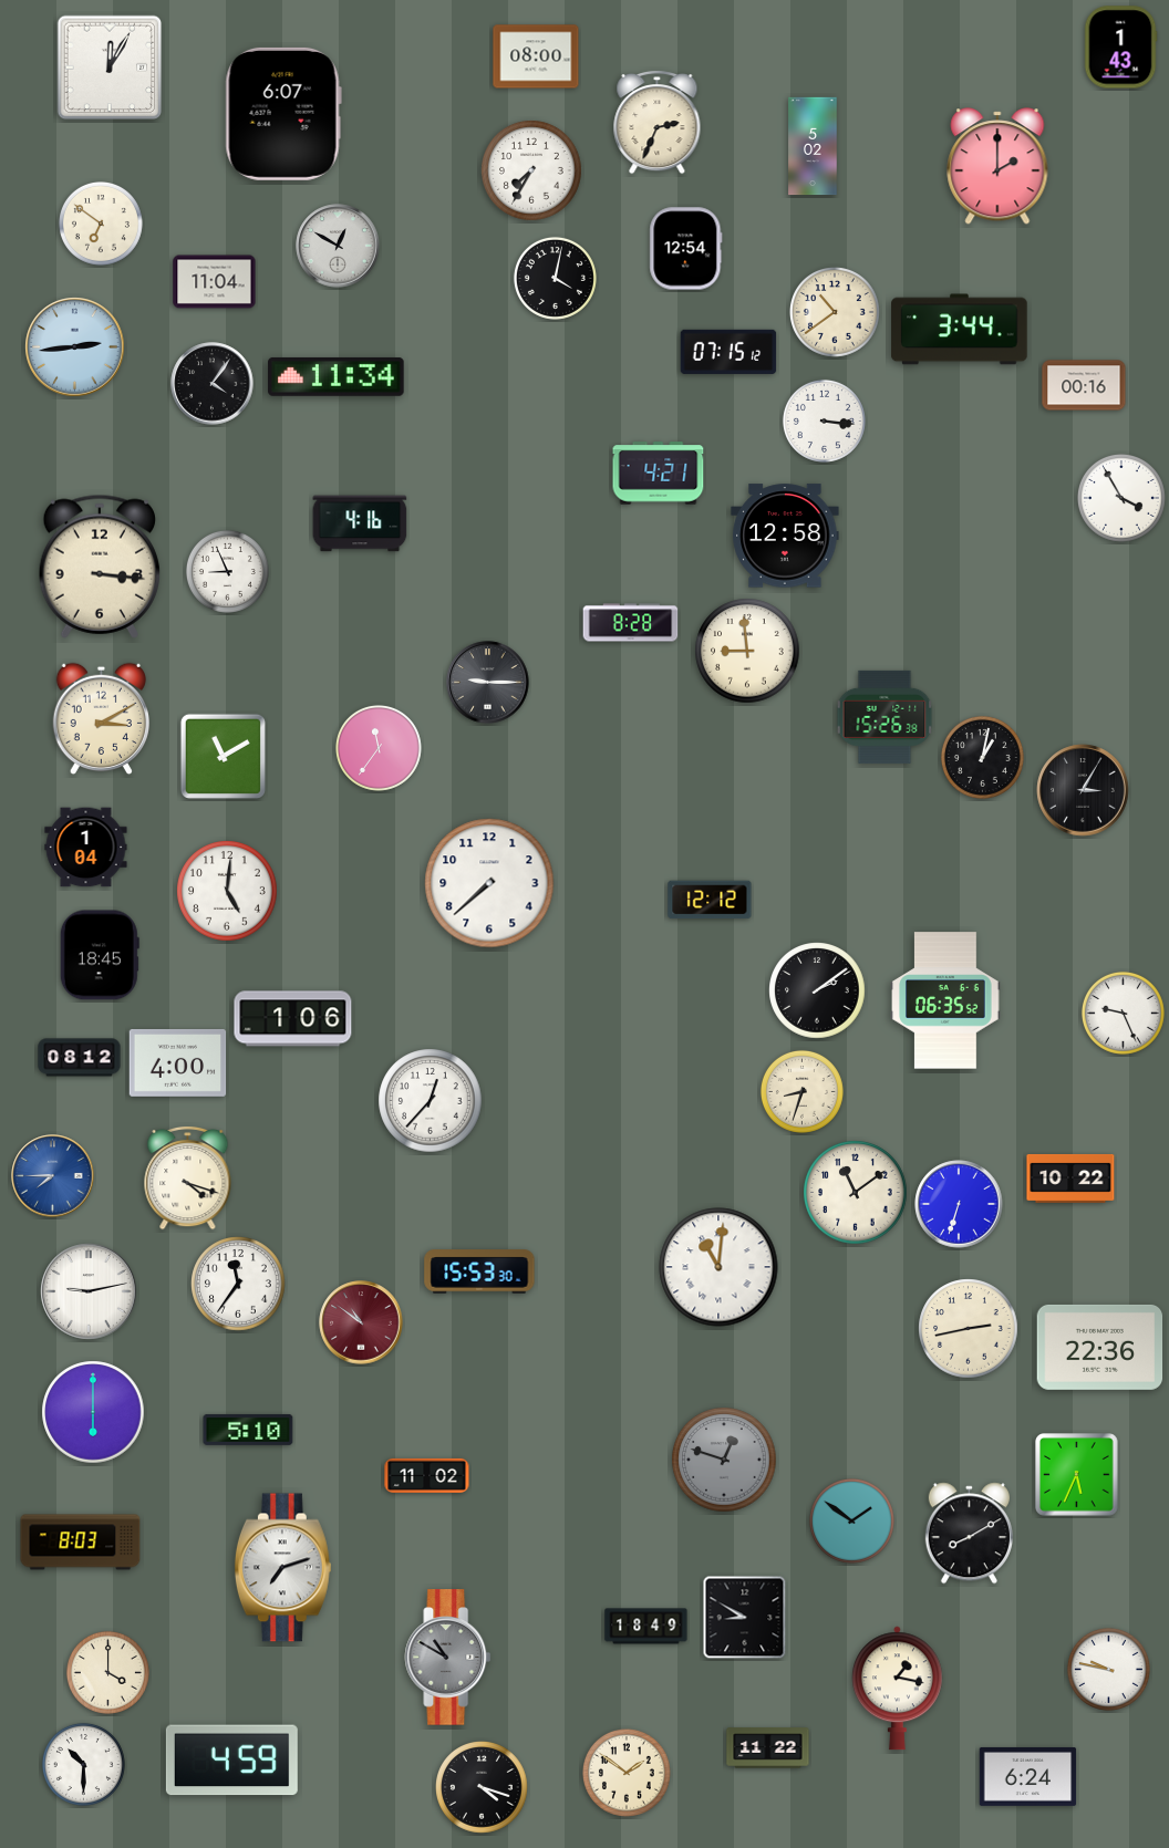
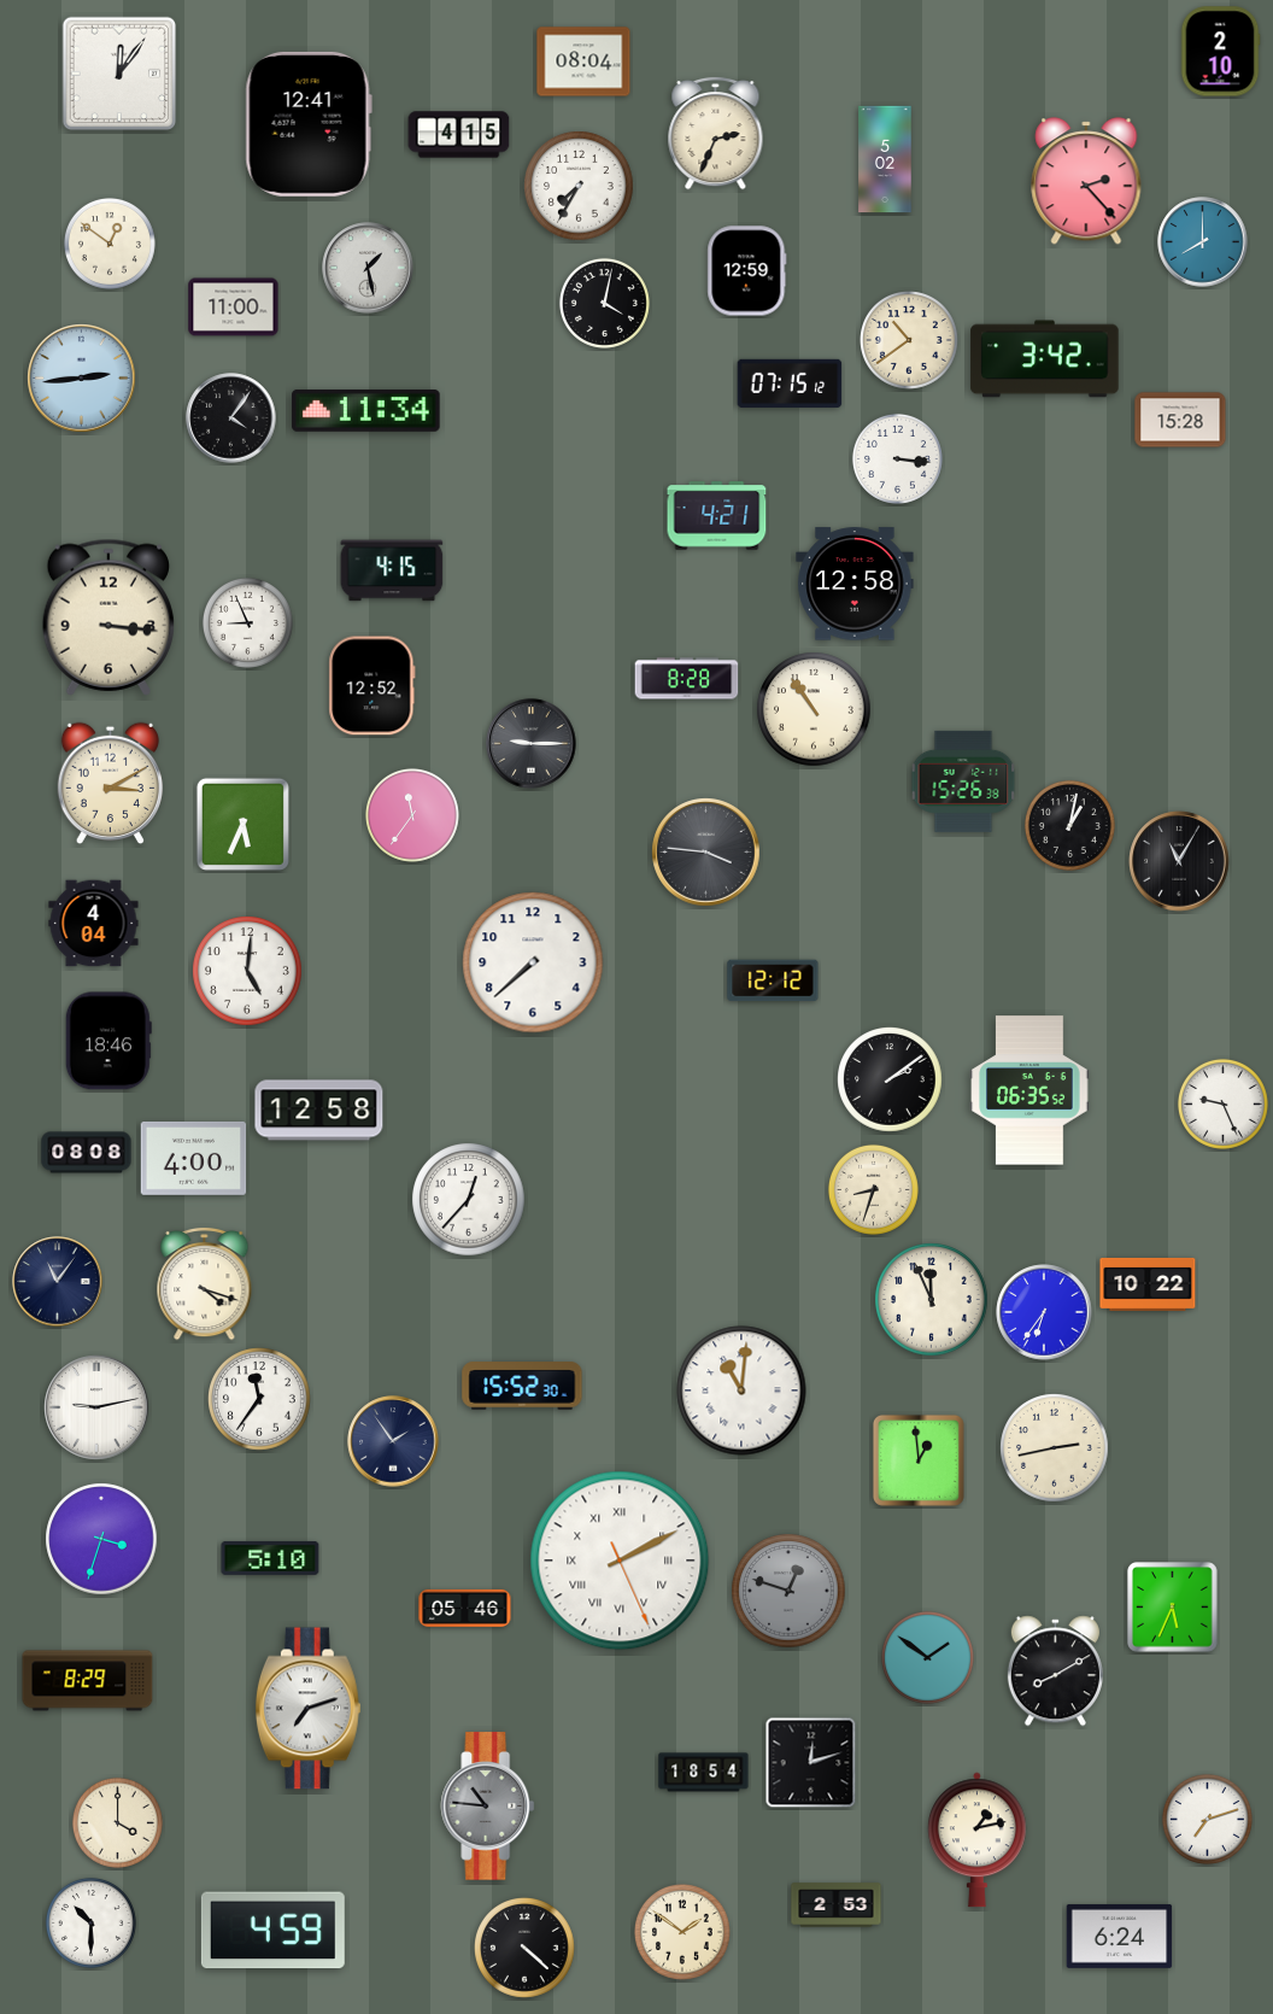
clock at (1120, 48): 1:43 -> 2:10
clock at (536, 56): 08:00 -> 08:04
clock at (110, 68): 12:05 -> 12:06
clock at (283, 114): 6:07 -> 12:41
clock at (459, 135): none -> 4:15
clock at (997, 166): 2:00 -> 2:23
clock at (1203, 242): none -> 8:00
clock at (101, 224): 6:51 -> 12:51
clock at (338, 246): 12:50 -> 1:28
clock at (686, 249): 12:54 -> 12:59
clock at (215, 282): 11:04 -> 11:00
clock at (960, 330): 3:44 -> 3:42
clock at (728, 352) position: (728, 352) -> (790, 384)
clock at (1084, 385): 00:16 -> 15:28
clock at (1121, 498): 3:55 -> none
clock at (360, 523): 4:16 -> 4:15
clock at (372, 686): none -> 12:52
clock at (747, 651): 8:59 -> 10:54
clock at (223, 756): 11:10 -> 5:34
clock at (706, 853): none -> 3:46
clock at (1083, 790): 3:05 -> 11:05
clock at (86, 848): 1:04 -> 4:04
clock at (100, 955): 18:45 -> 18:46
clock at (293, 1019): 1:06 -> 12:58
clock at (80, 1058): 08:12 -> 08:08
clock at (53, 1176): 7:45 -> 11:06
clock at (53, 1176) dial: blue -> navy
clock at (1070, 1179) position: (1070, 1179) -> (1148, 1284)
clock at (856, 1193): 11:09 -> 11:56
clock at (959, 1204): 6:33 -> 6:36
clock at (718, 1267) position: (718, 1267) -> (741, 1391)
clock at (479, 1271): 15:53 -> 15:52
clock at (361, 1322): 10:51 -> 1:54
clock at (361, 1322) dial: burgundy -> navy
clock at (919, 1460): none -> 12:59
clock at (1100, 1347): 22:36 -> none
clock at (93, 1412): 6:00 -> 3:33
clock at (620, 1561): none -> 2:10
clock at (427, 1475): 11:02 -> 05:46
clock at (81, 1543): 8:03 -> 8:29
clock at (745, 1618): 8:50 -> 12:12
clock at (646, 1627): 18:49 -> 18:54
clock at (448, 1658): 10:50 -> 10:46
clock at (1108, 1669): 9:47 -> 7:12
clock at (897, 1689): 1:17 -> 1:13
clock at (768, 1748): 11:22 -> 2:53
clock at (231, 1761) position: (231, 1761) -> (272, 1931)
clock at (483, 1788): 4:18 -> 4:22
